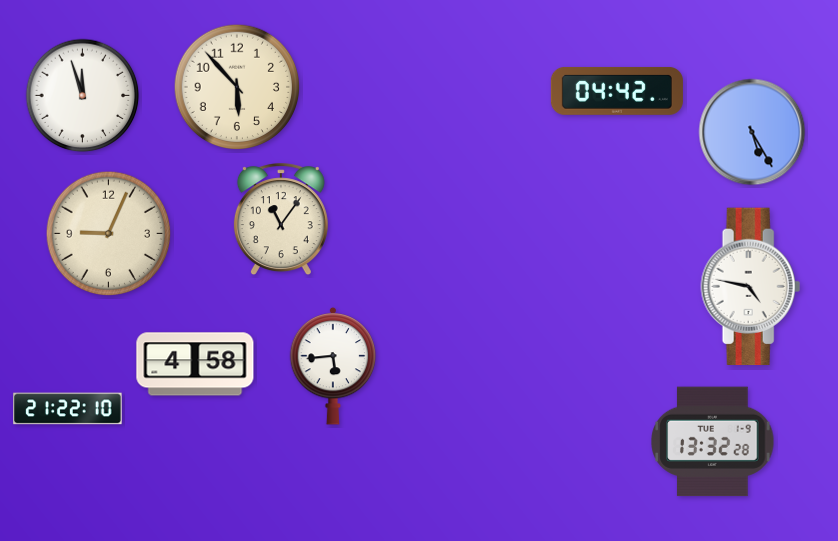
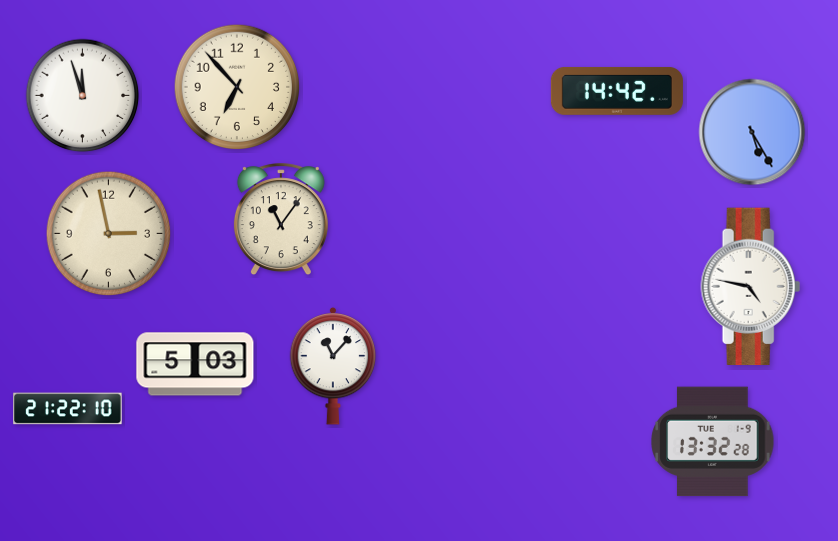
clock at (237, 87): 5:53 -> 6:53
clock at (617, 91): 04:42 -> 14:42
clock at (109, 234): 9:04 -> 2:58
clock at (195, 364): 4:58 -> 5:03
clock at (333, 366): 5:44 -> 11:07
